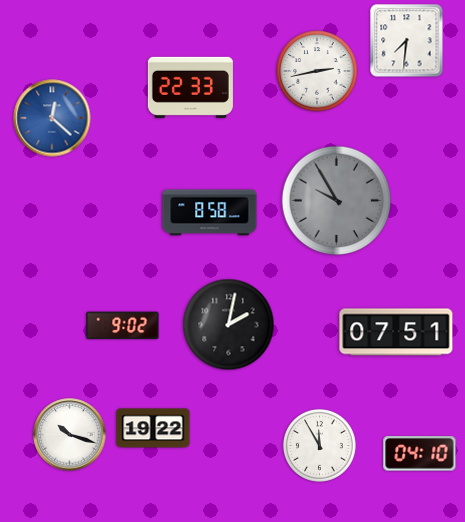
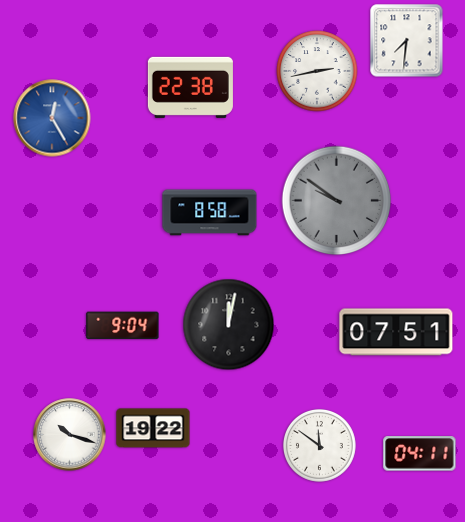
clock at (190, 87): 22:33 -> 22:38
clock at (52, 118): 12:22 -> 12:25
clock at (337, 201): 9:55 -> 9:51
clock at (229, 325): 2:02 -> 12:02
clock at (123, 326): 9:02 -> 9:04
clock at (320, 446): 11:55 -> 11:51
clock at (420, 454): 04:10 -> 04:11
